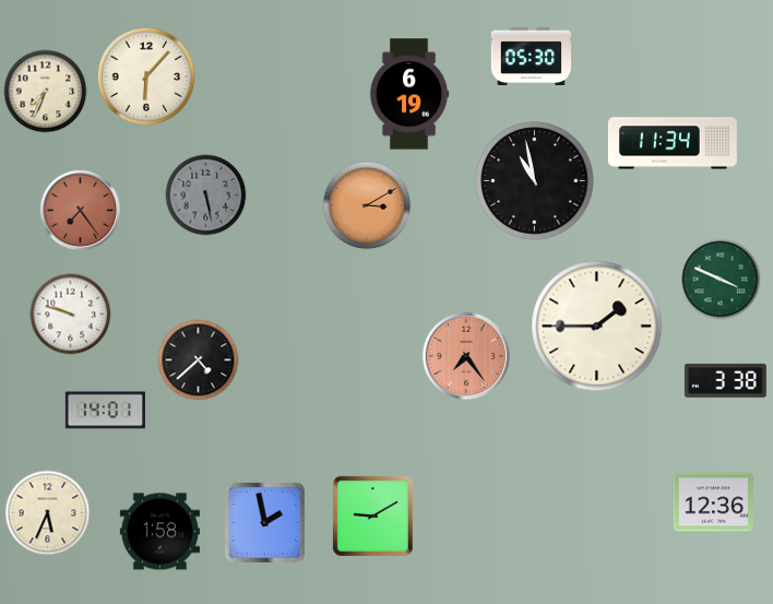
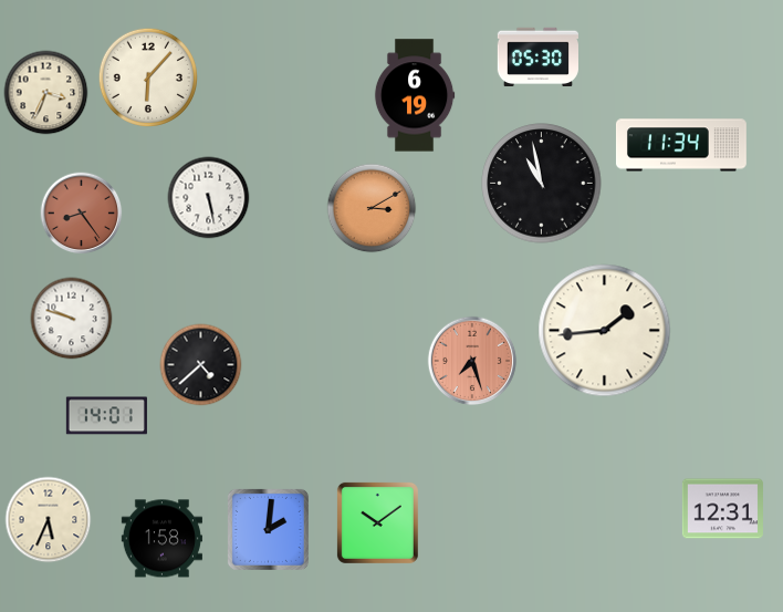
clock at (46, 92): 7:34 -> 3:34
clock at (206, 196) dial: grey -> white
clock at (81, 211): 7:24 -> 8:24
clock at (721, 280): 3:49 -> none
clock at (597, 327): 1:45 -> 1:44
clock at (466, 356): 7:24 -> 7:27
clock at (725, 380): 3:38 -> none
clock at (713, 502): 12:36 -> 12:31
clock at (372, 516): 9:10 -> 10:09
clock at (264, 522): 1:58 -> 2:01
